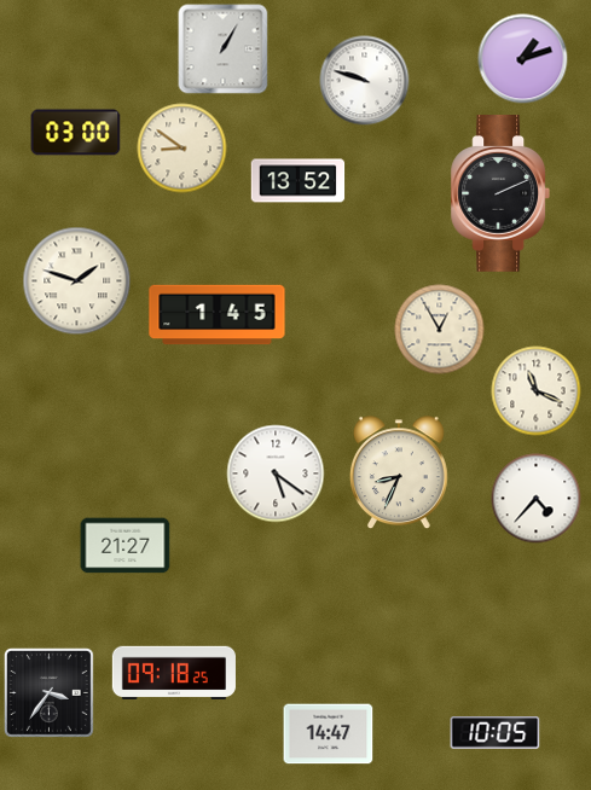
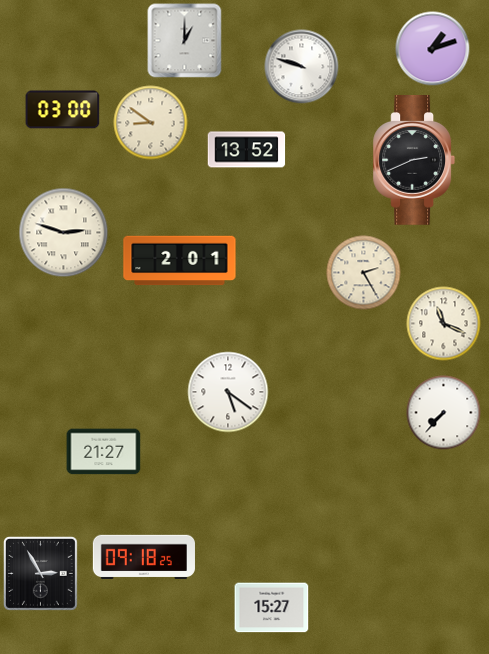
clock at (224, 50): 1:05 -> 1:00
clock at (500, 194): 2:11 -> 2:41
clock at (77, 281): 1:48 -> 2:48
clock at (218, 315): 1:45 -> 2:01
clock at (440, 330): 12:55 -> 2:25
clock at (399, 474): 8:34 -> none
clock at (537, 499): 4:37 -> 7:37
clock at (48, 692): 3:36 -> 2:55
clock at (496, 733): 10:05 -> none
clock at (329, 734): 14:47 -> 15:27
